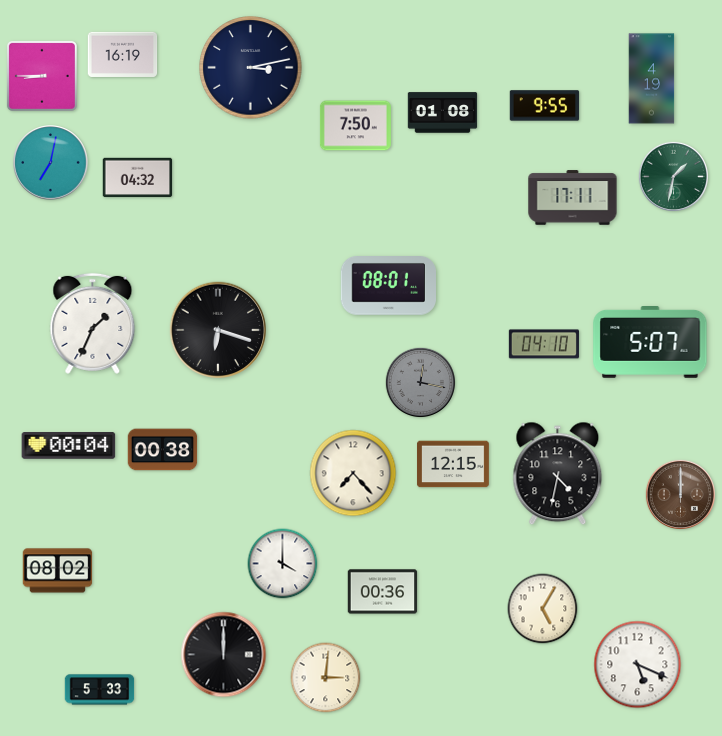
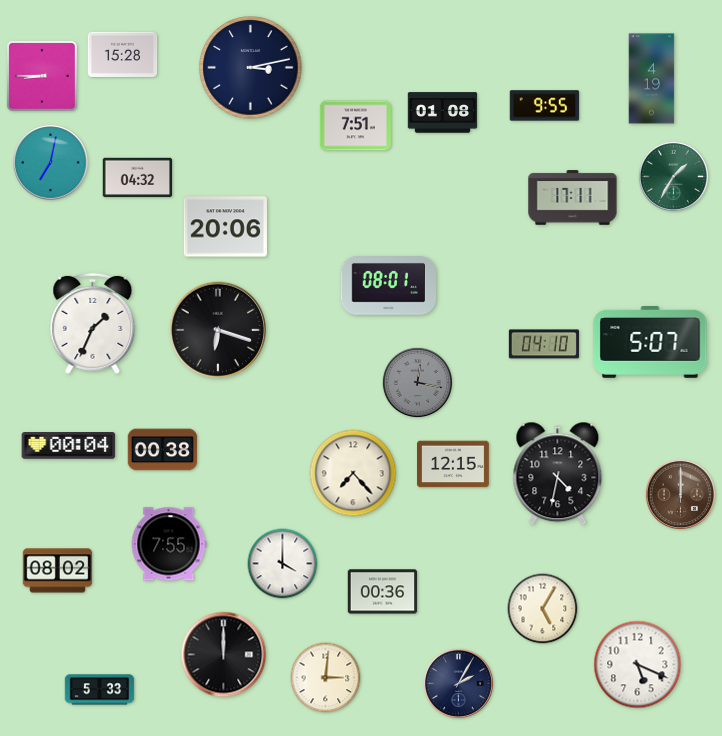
clock at (123, 54): 16:19 -> 15:28
clock at (355, 126): 7:50 -> 7:51
clock at (673, 176): 1:32 -> 1:35
clock at (225, 227): none -> 20:06
clock at (420, 382) position: (420, 382) -> (417, 382)
clock at (169, 544): none -> 7:55
clock at (458, 683): none -> 2:05
